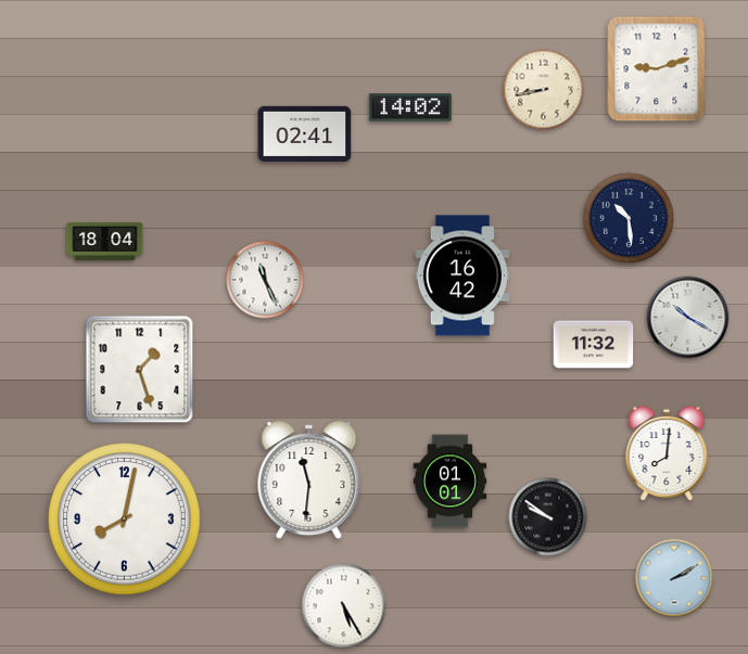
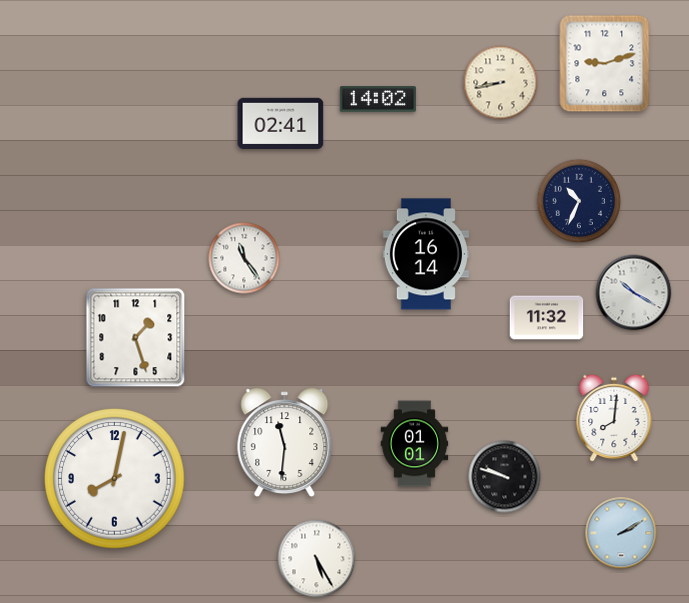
clock at (629, 218): 10:29 -> 10:34
clock at (105, 241): 18:04 -> none
clock at (462, 275): 16:42 -> 16:14
clock at (265, 280): 11:26 -> 11:24
clock at (140, 370) position: (140, 370) -> (136, 338)
clock at (548, 517): 9:51 -> 9:48
